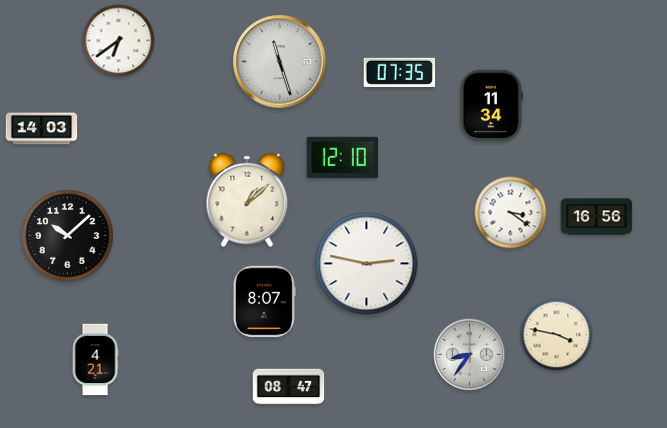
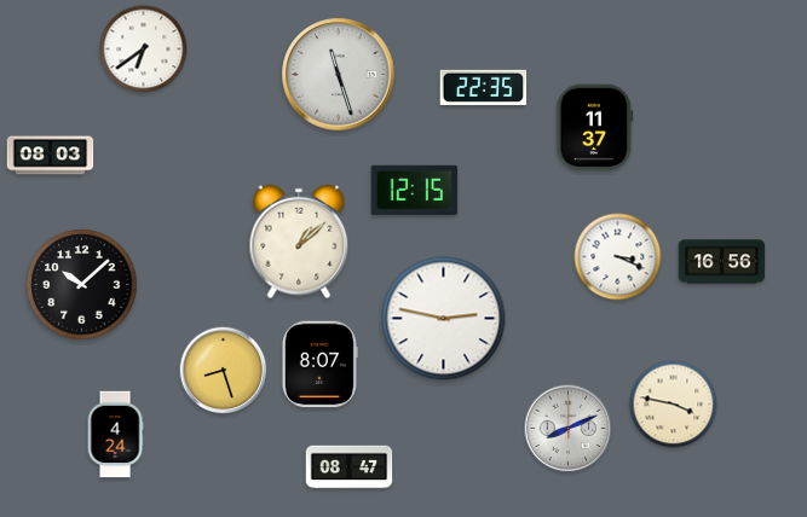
clock at (400, 72): 07:35 -> 22:35
clock at (492, 106): 11:34 -> 11:37
clock at (42, 129): 14:03 -> 08:03
clock at (343, 157): 12:10 -> 12:15
clock at (511, 213): 3:21 -> 3:19
clock at (224, 371): none -> 8:27
clock at (470, 355): 8:36 -> 8:11
clock at (95, 360): 4:21 -> 4:24
